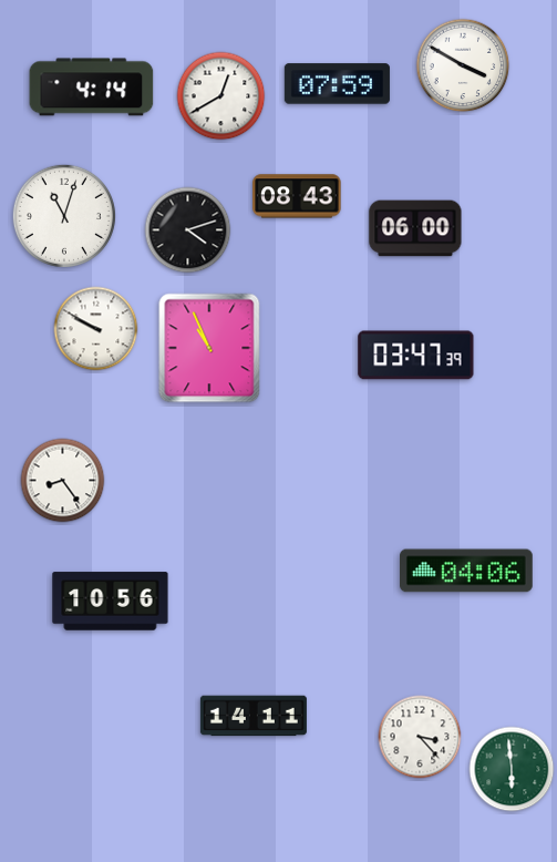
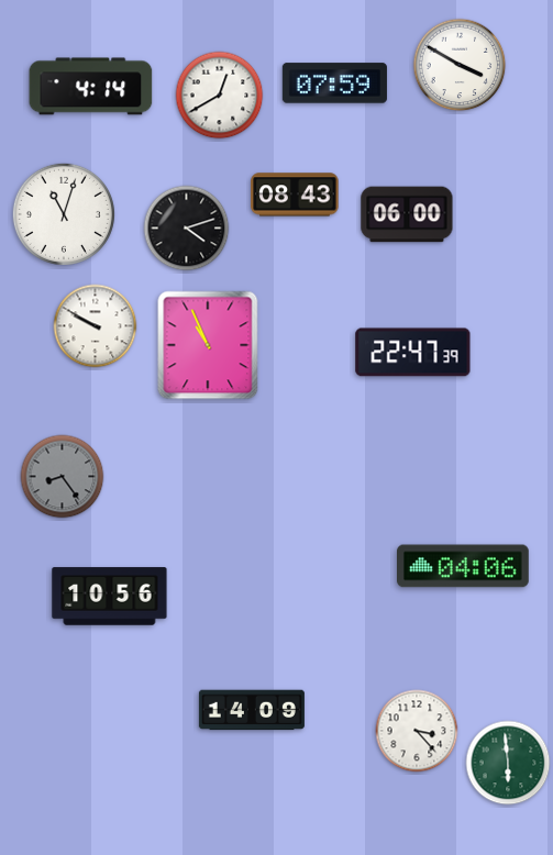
clock at (415, 228) position: (415, 228) -> (407, 214)
clock at (416, 356): 03:47 -> 22:47
clock at (63, 481) dial: white -> grey
clock at (254, 716): 14:11 -> 14:09
